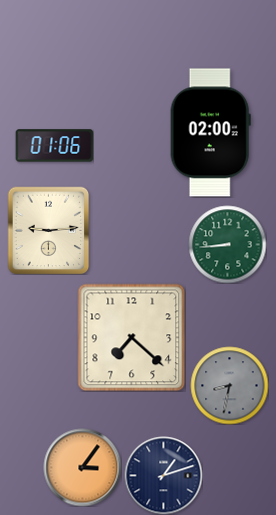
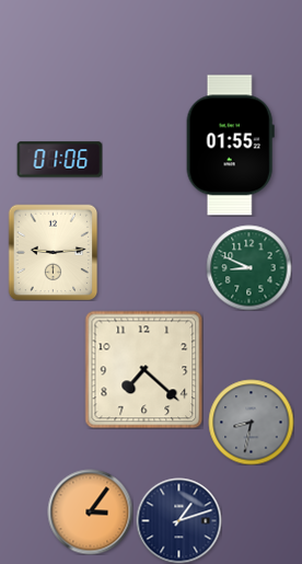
clock at (210, 133): 02:00 -> 01:55
clock at (227, 244): 8:44 -> 8:49
